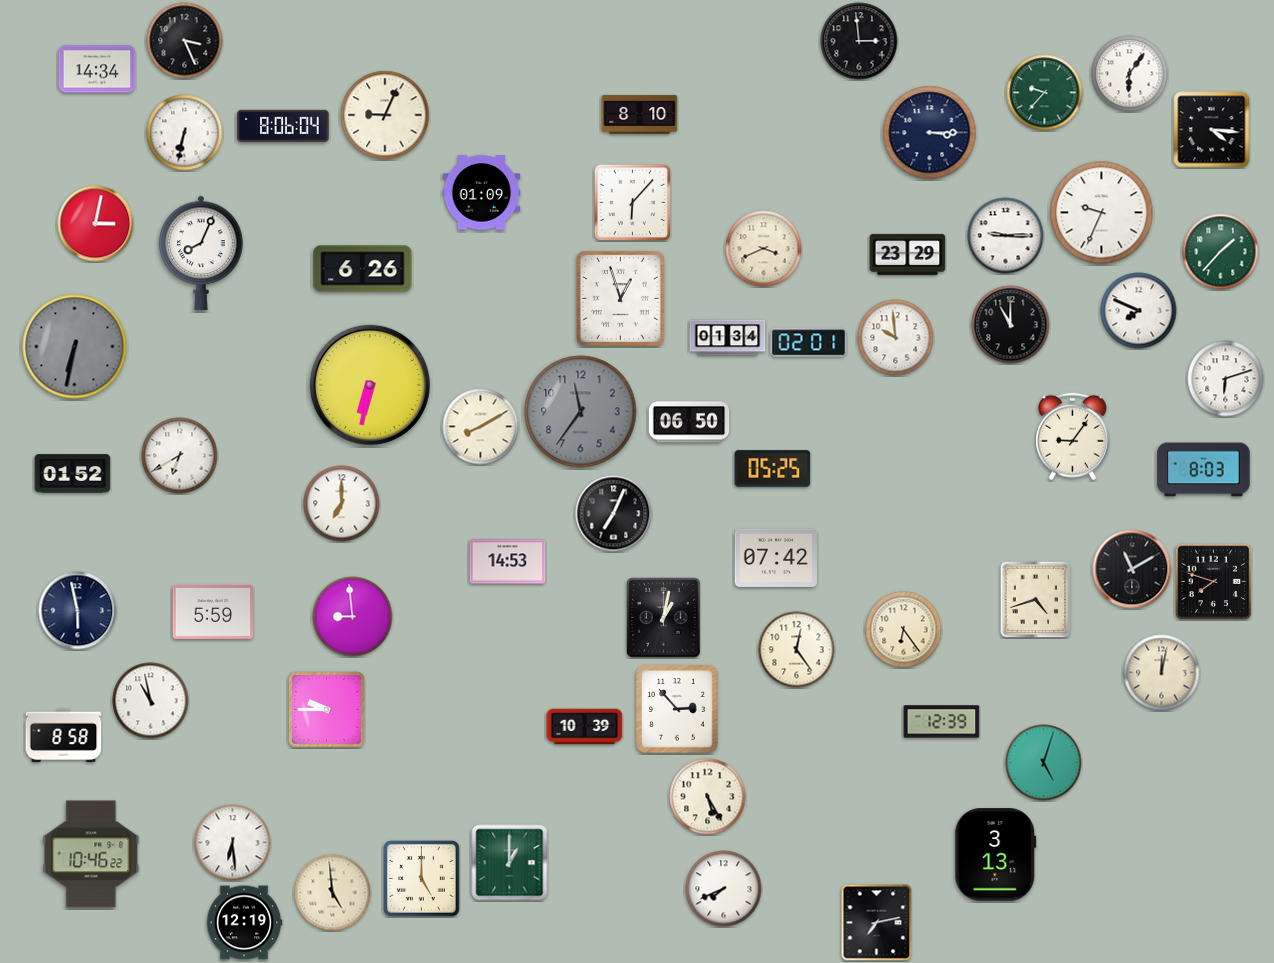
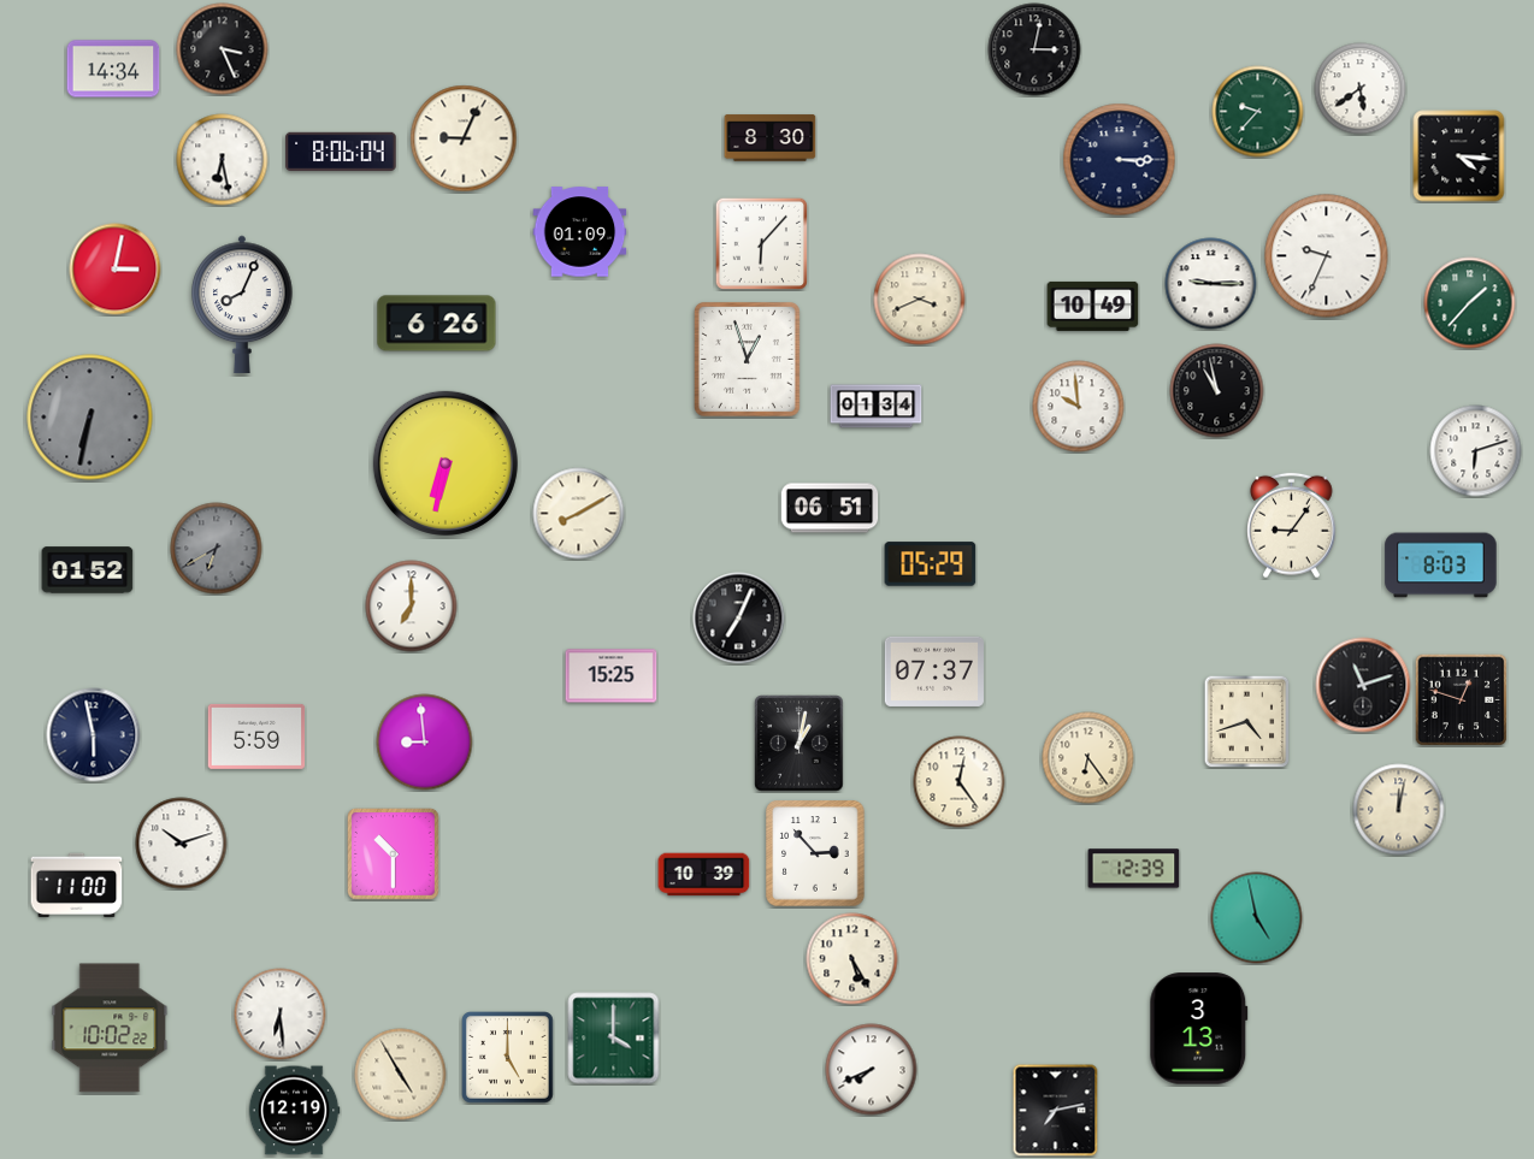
clock at (859, 41): 2:59 -> 3:02
clock at (97, 69) position: (97, 69) -> (113, 69)
clock at (1130, 74): 6:06 -> 5:39
clock at (640, 115): 8:10 -> 8:30
clock at (185, 133): 6:32 -> 6:28
clock at (908, 254): 23:29 -> 10:49
clock at (1139, 311): 7:49 -> none
clock at (1011, 325): 11:00 -> 10:58
clock at (809, 343): 02:01 -> none
clock at (1226, 379) position: (1226, 379) -> (1476, 451)
clock at (581, 412): 11:36 -> none
clock at (689, 422): 06:50 -> 06:51
clock at (180, 456) dial: white -> grey
clock at (773, 469): 05:25 -> 05:29
clock at (1204, 470) position: (1204, 470) -> (1441, 566)
clock at (776, 558): 07:42 -> 07:37
clock at (508, 562): 14:53 -> 15:25
clock at (1132, 569): 11:10 -> 11:12
clock at (1213, 581): 7:48 -> 12:48
clock at (151, 701): 10:58 -> 10:12
clock at (327, 710): 9:45 -> 10:30
clock at (64, 735): 8:58 -> 11:00
clock at (1044, 763): 5:03 -> 4:58
clock at (91, 854): 10:46 -> 10:02
clock at (510, 863): 1:00 -> 4:00
clock at (333, 893): 4:59 -> 4:55
